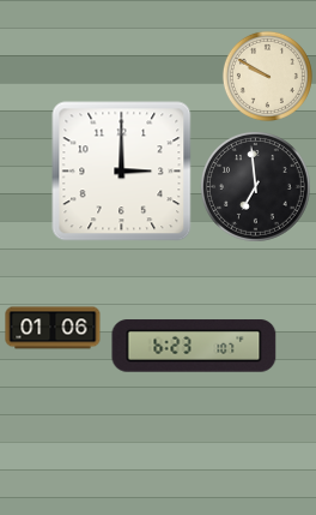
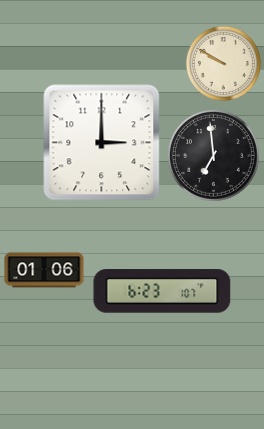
clock at (53, 328) position: (53, 328) -> (44, 270)
clock at (194, 346) position: (194, 346) -> (162, 291)
